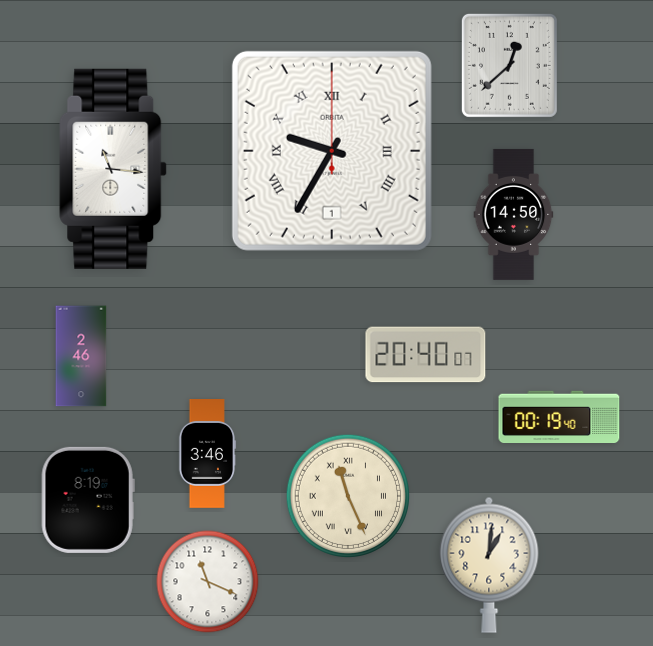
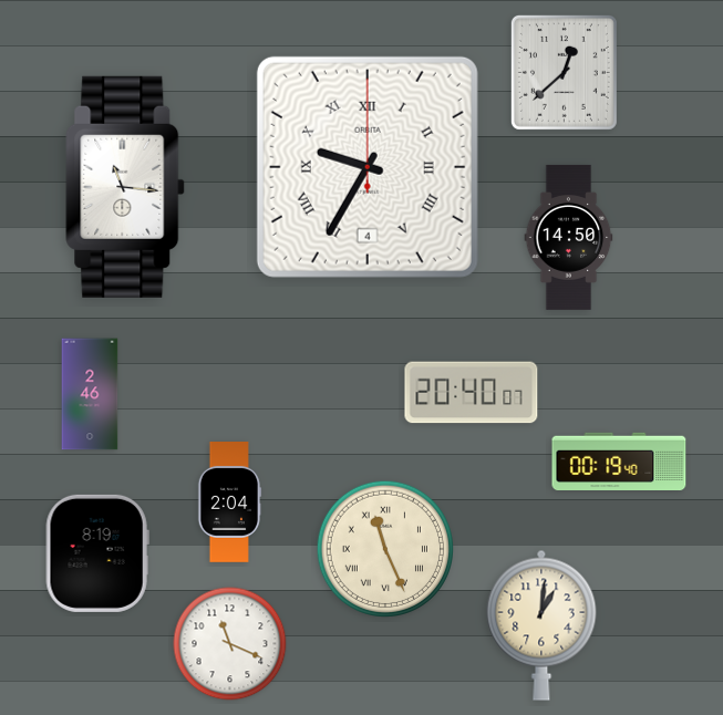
clock at (332, 151) date: 1 -> 4
clock at (207, 454): 3:46 -> 2:04
